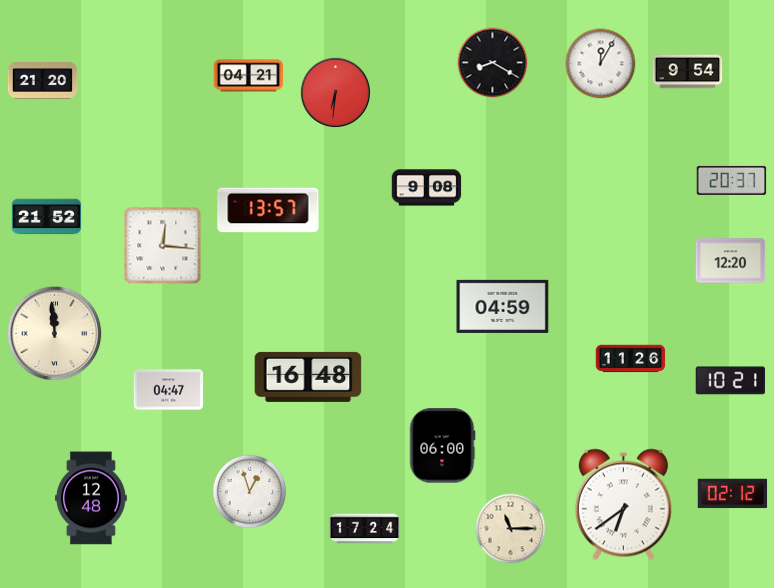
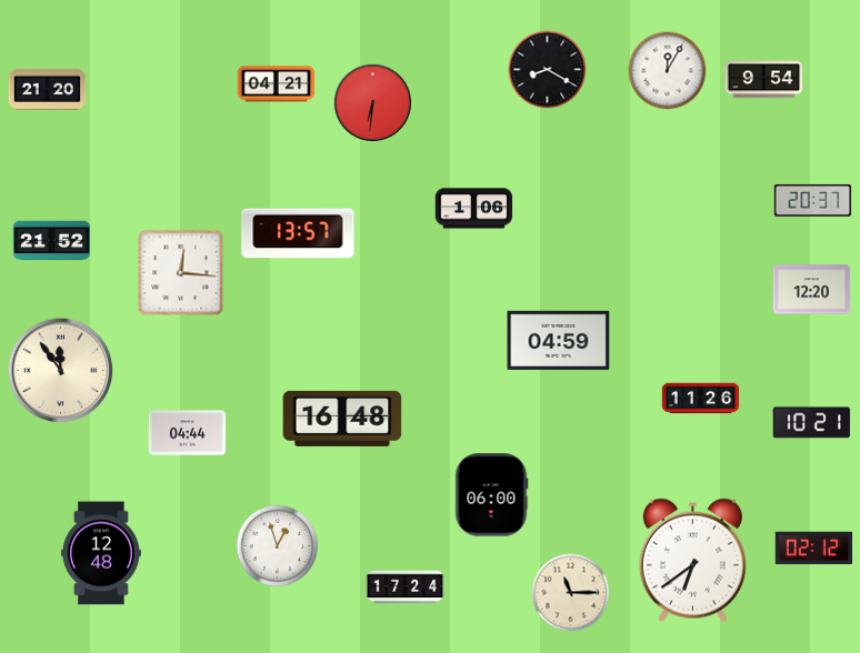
clock at (427, 188): 9:08 -> 1:06
clock at (55, 334): 11:59 -> 11:54
clock at (169, 390): 04:47 -> 04:44
clock at (511, 529) position: (511, 529) -> (571, 593)
